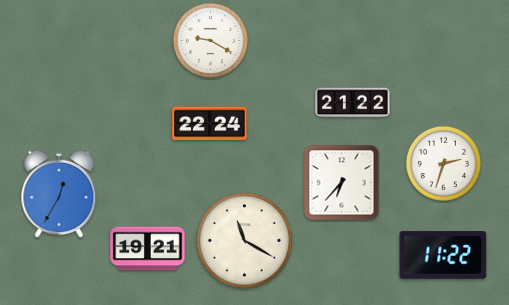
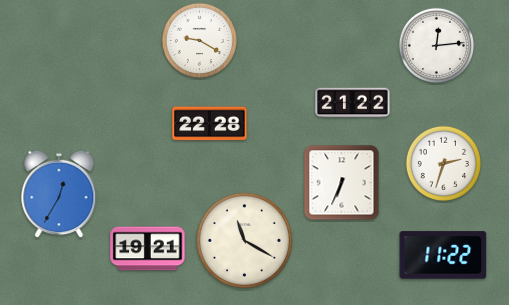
clock at (210, 40) position: (210, 40) -> (199, 40)
clock at (436, 45): none -> 12:14
clock at (210, 124): 22:24 -> 22:28
clock at (342, 183): 6:37 -> 6:34
